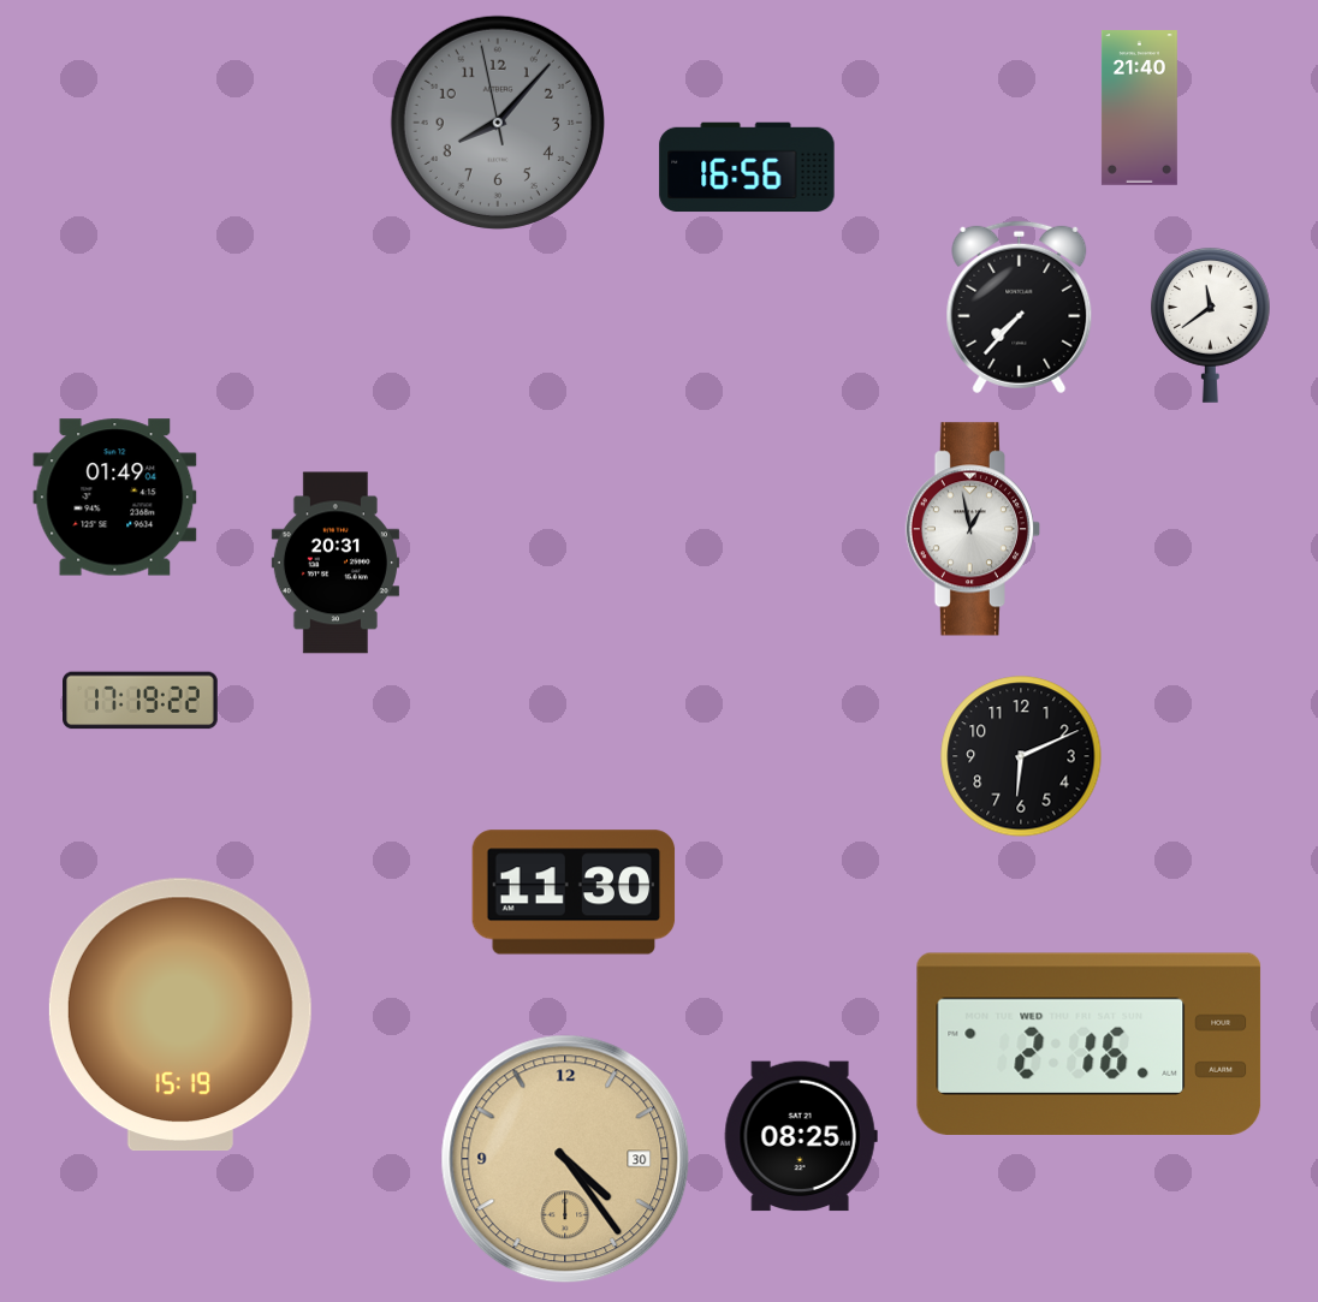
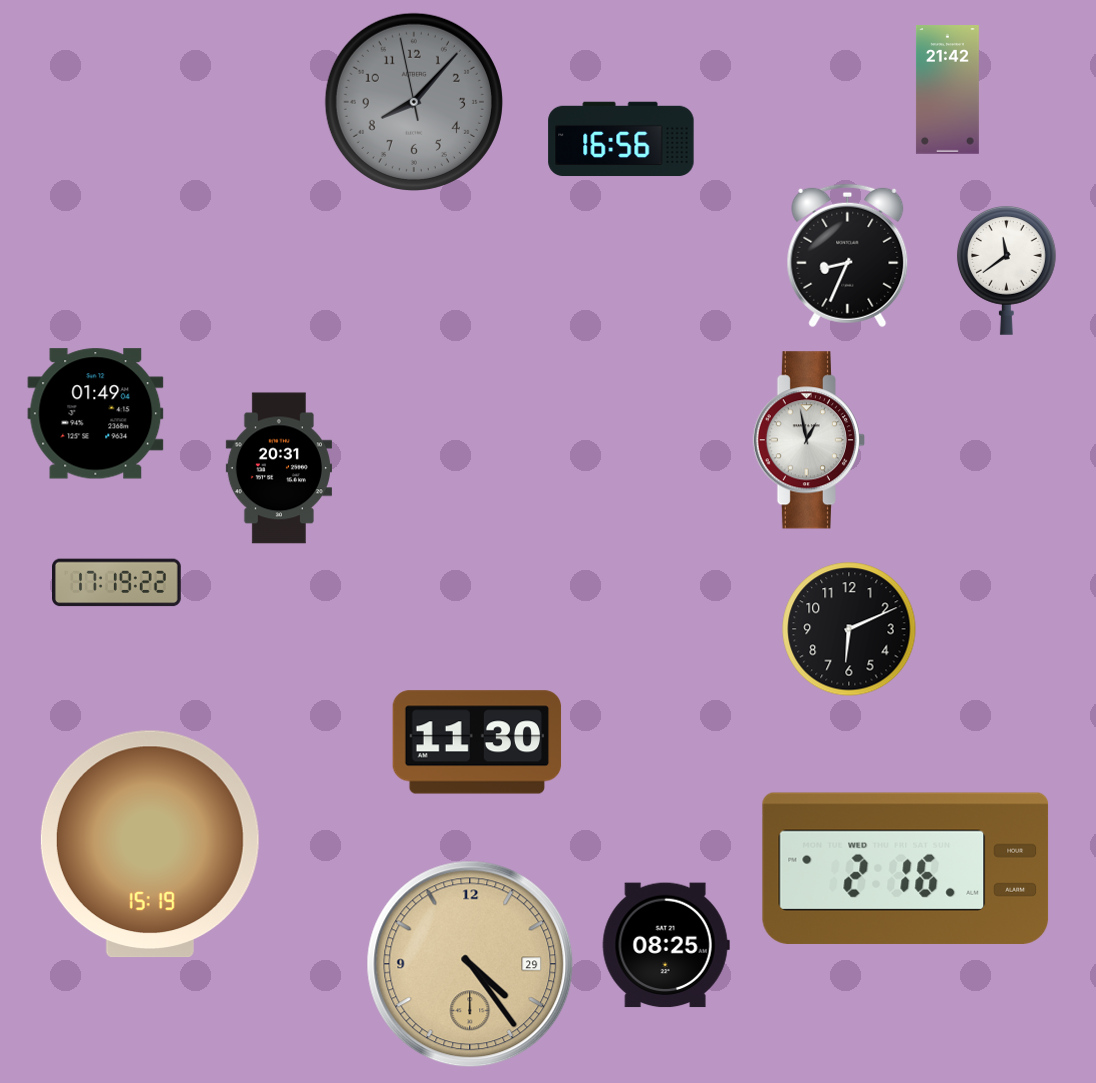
clock at (1139, 108): 21:40 -> 21:42
clock at (1020, 308): 7:37 -> 8:34
clock at (565, 1159) date: 30 -> 29
